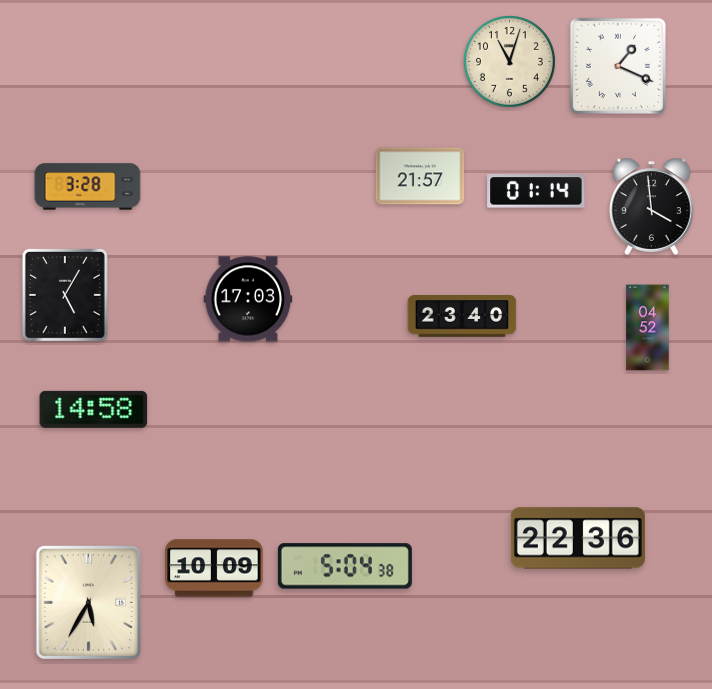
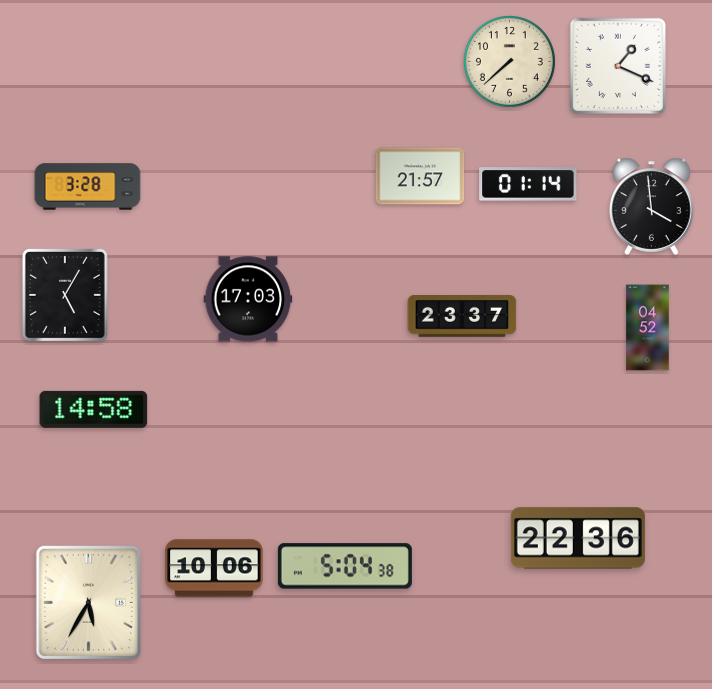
clock at (509, 61): 11:03 -> 7:38
clock at (536, 191) position: (536, 191) -> (528, 184)
clock at (462, 317): 23:40 -> 23:37
clock at (214, 568): 10:09 -> 10:06
